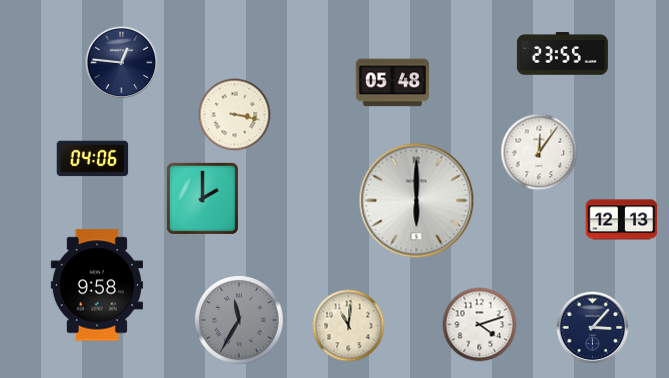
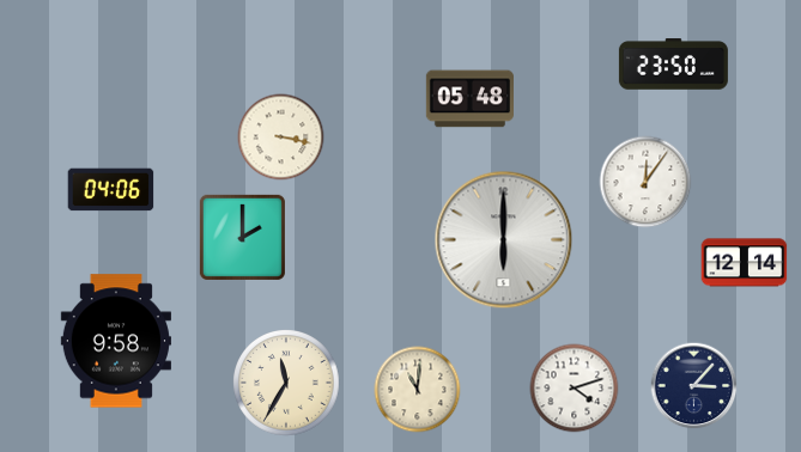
clock at (562, 54): 23:55 -> 23:50
clock at (122, 63): 12:46 -> none
clock at (417, 201) position: (417, 201) -> (504, 240)
clock at (622, 220): 12:13 -> 12:14
clock at (240, 321) dial: grey -> cream
clock at (593, 328) position: (593, 328) -> (694, 386)
